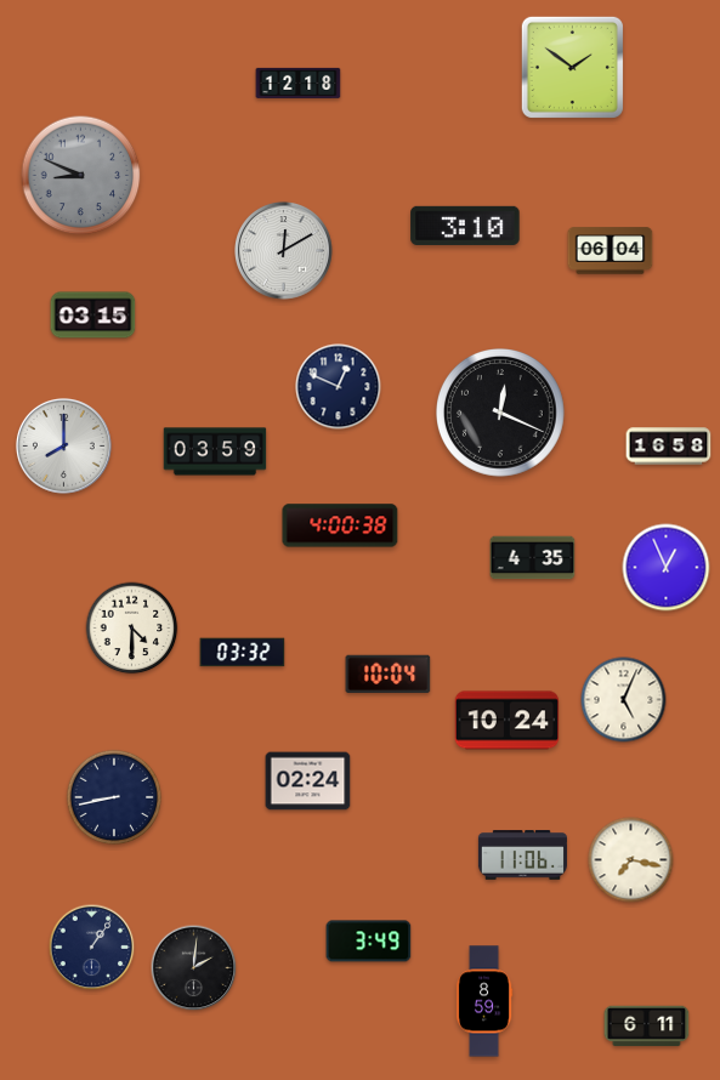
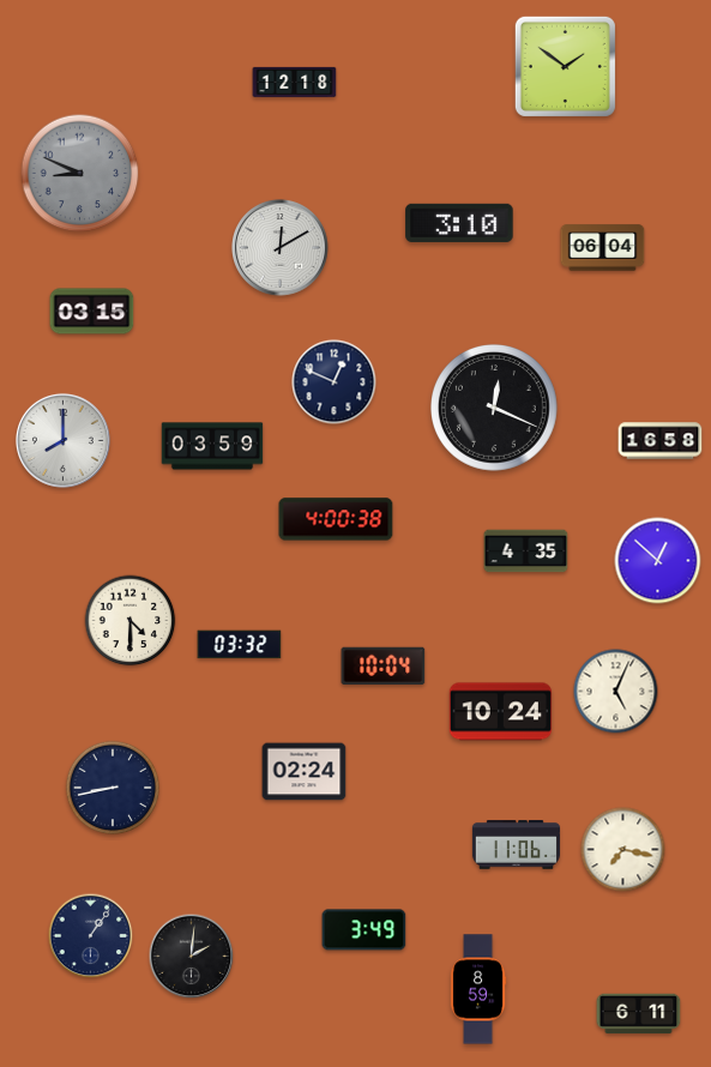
clock at (667, 568): 12:56 -> 12:52
